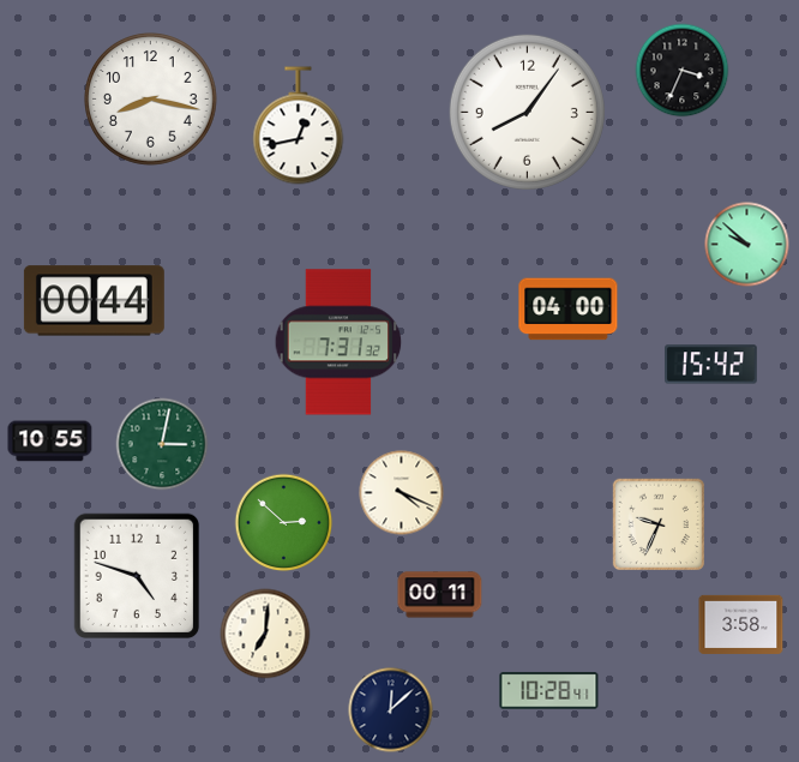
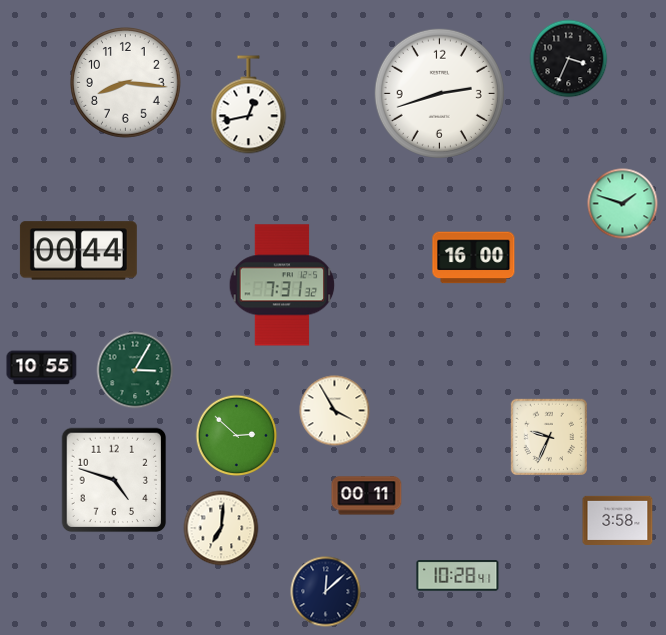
clock at (151, 100): 8:17 -> 8:16
clock at (527, 112): 8:06 -> 2:42
clock at (747, 245): 9:52 -> 1:48
clock at (569, 310): 04:00 -> 16:00
clock at (711, 365): 15:42 -> none
clock at (162, 444): 3:02 -> 3:05
clock at (402, 493): 4:19 -> 3:55
